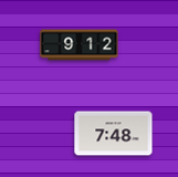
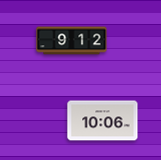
clock at (114, 134): 7:48 -> 10:06
